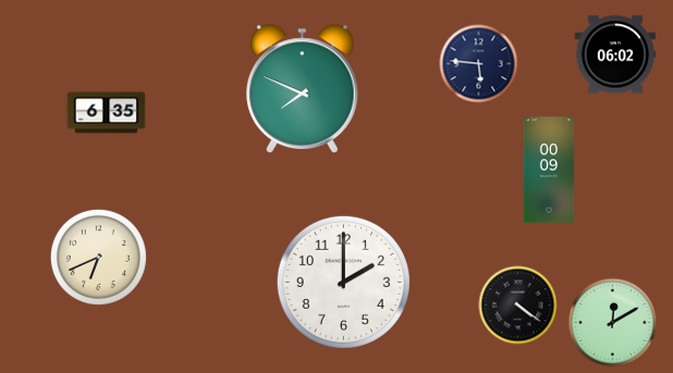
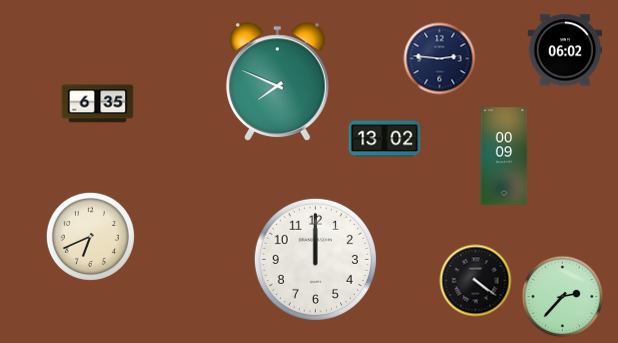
clock at (479, 64): 5:46 -> 2:46
clock at (385, 139): none -> 13:02
clock at (343, 282): 2:00 -> 12:00
clock at (613, 323): 12:10 -> 2:37
